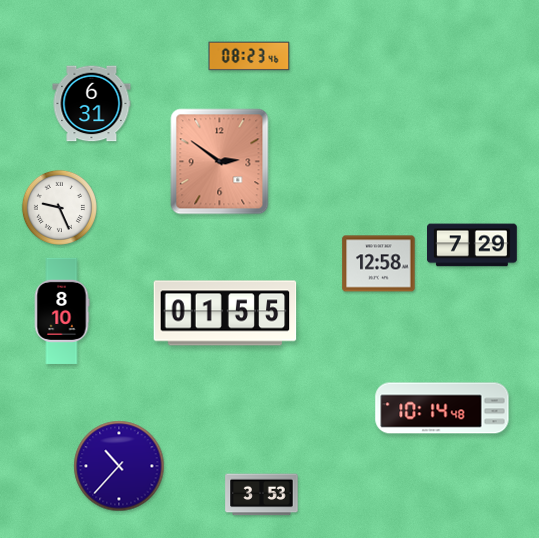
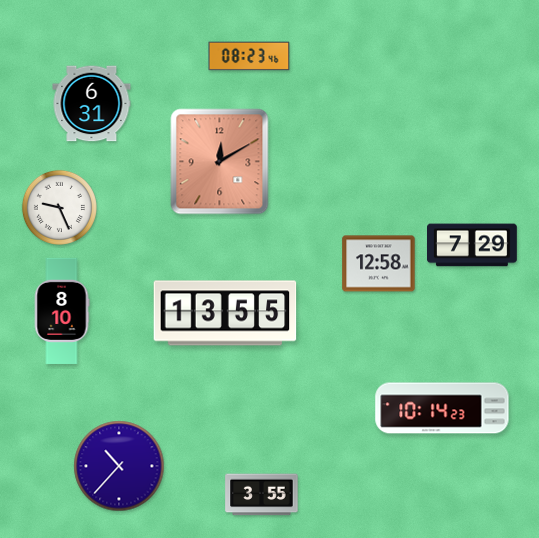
clock at (220, 162): 2:51 -> 12:10
clock at (225, 313): 01:55 -> 13:55
clock at (442, 408): 10:14:48 -> 10:14:23
clock at (262, 495): 3:53 -> 3:55
